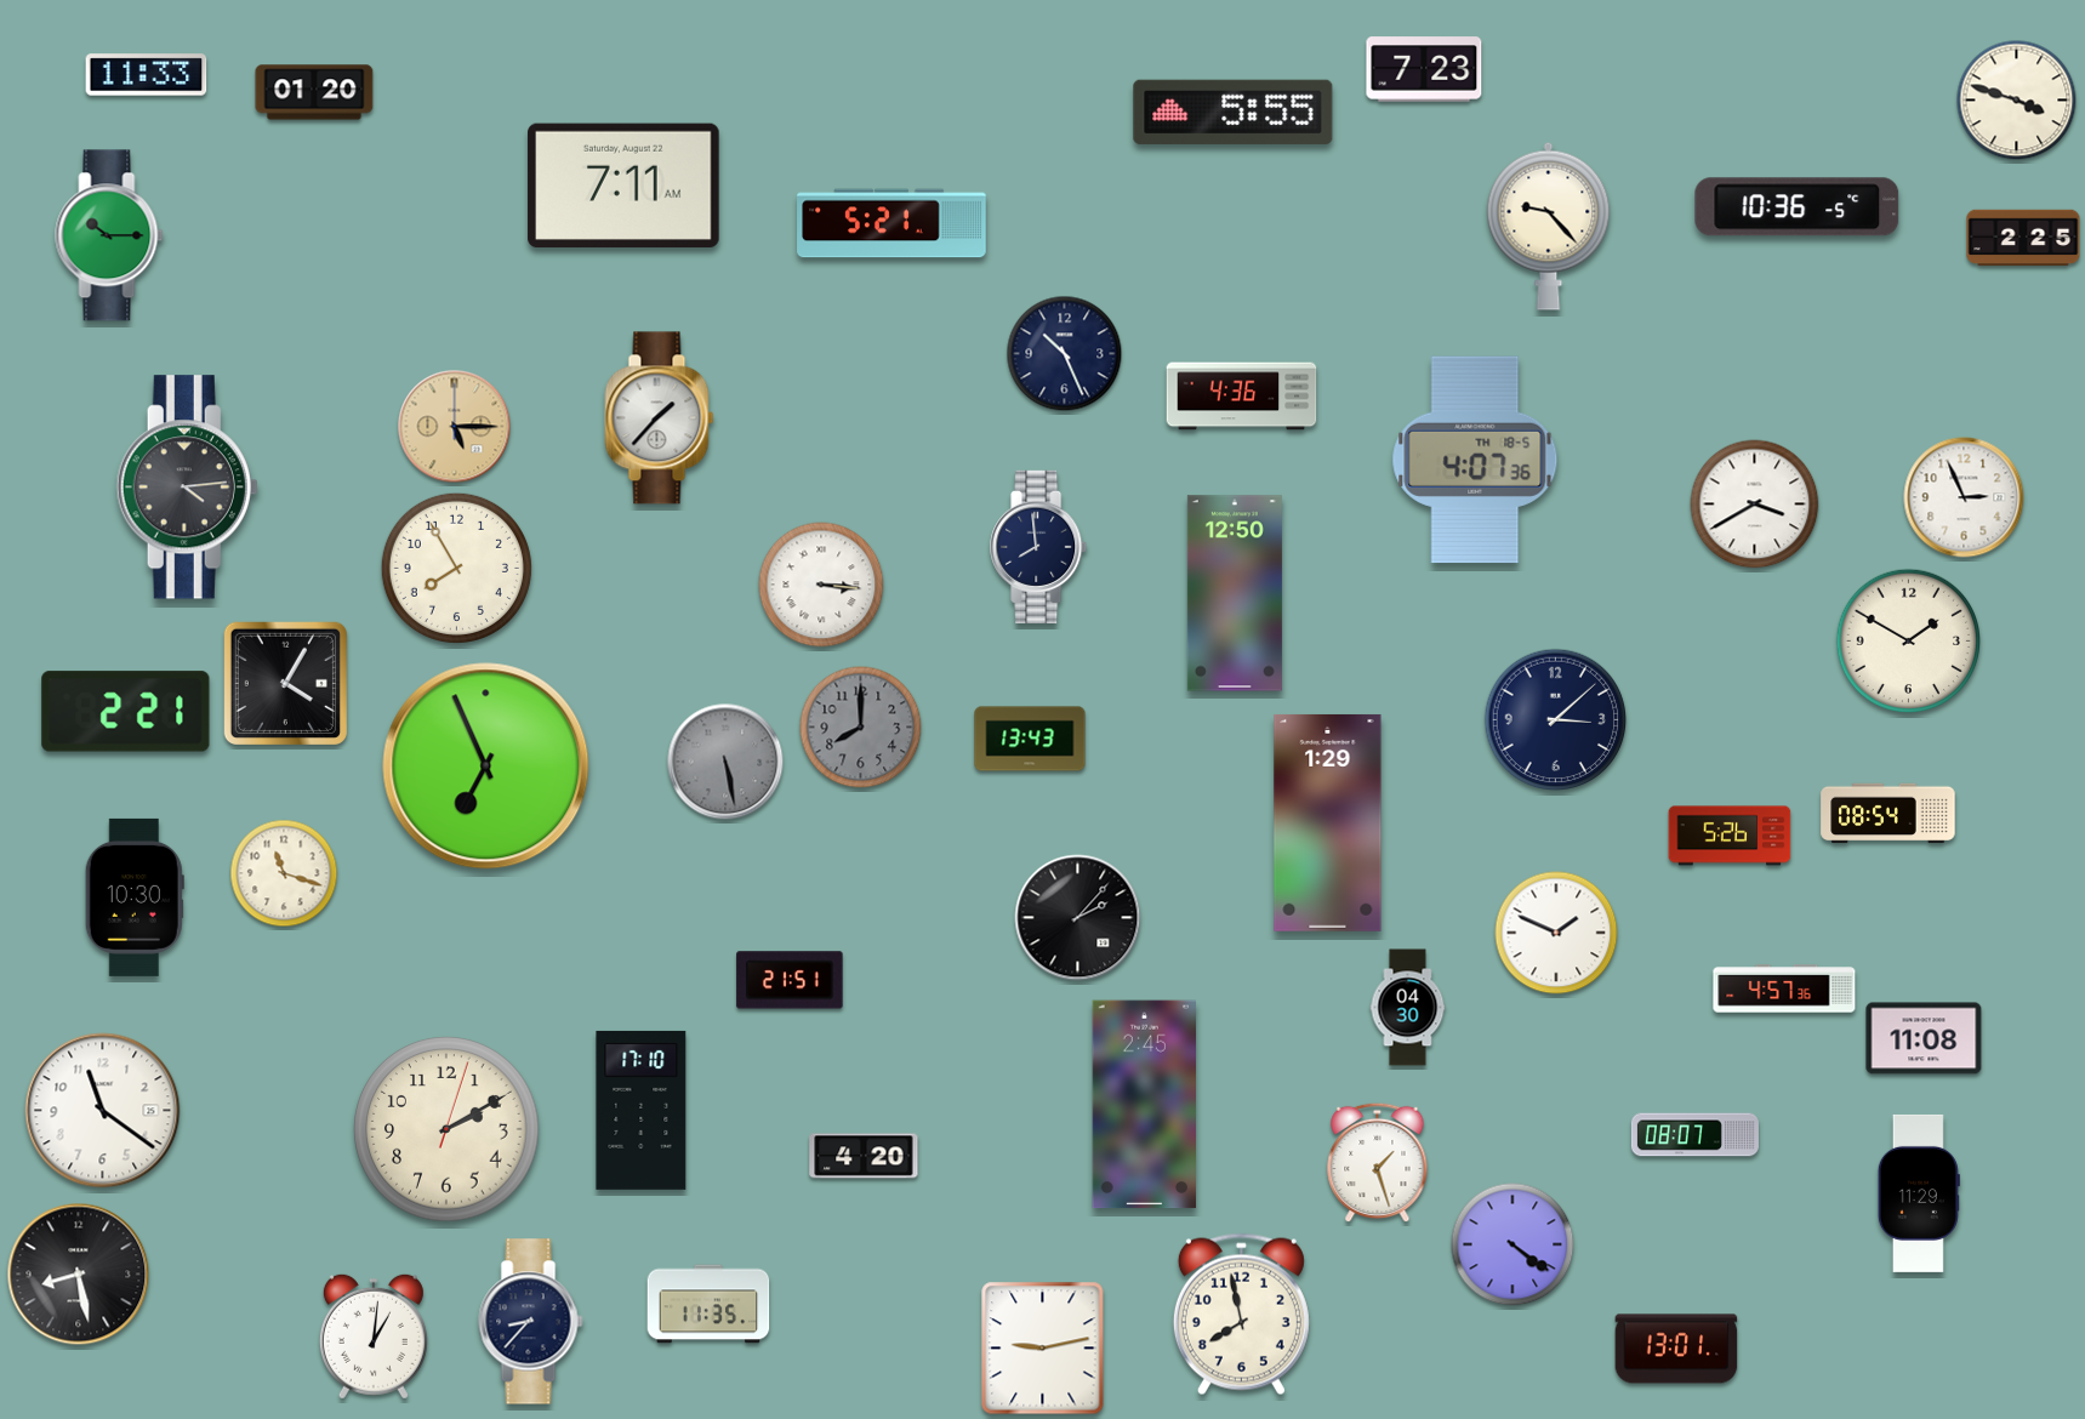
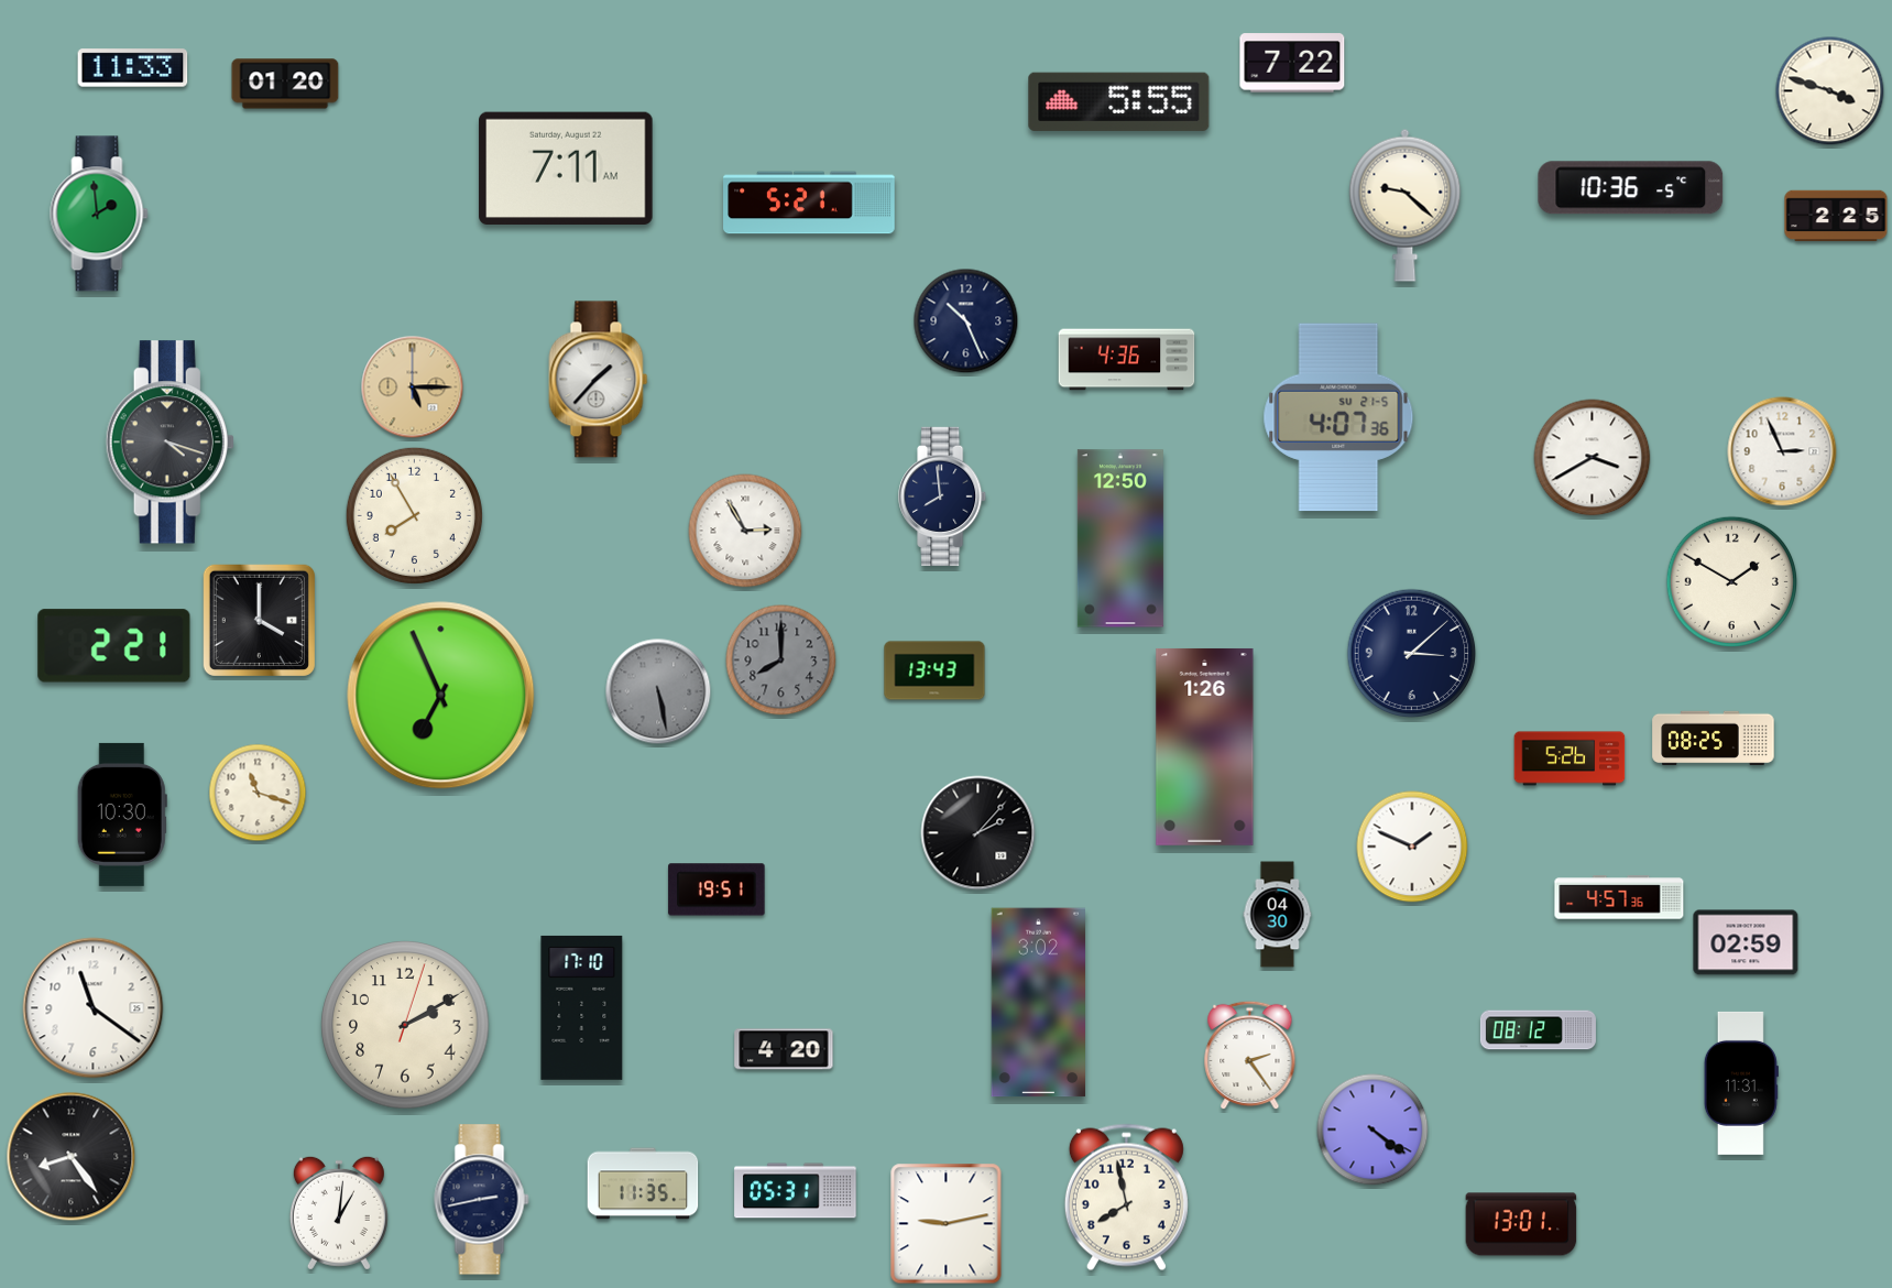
clock at (1424, 69): 7:23 -> 7:22
clock at (1549, 226): 9:23 -> 9:22
clock at (109, 235): 10:15 -> 1:59
clock at (1475, 460) date: TH 18-5 -> SU 21-5
clock at (187, 488): 4:14 -> 4:18
clock at (821, 585): 3:16 -> 2:55
clock at (285, 683): 4:05 -> 4:00
clock at (1889, 814): 08:54 -> 08:25
clock at (1328, 822): 1:29 -> 1:26
clock at (790, 980): 21:51 -> 19:51
clock at (1924, 1038): 11:08 -> 02:59
clock at (1144, 1105): 2:45 -> 3:02
clock at (1694, 1135): 08:07 -> 08:12
clock at (1378, 1163): 1:27 -> 2:24
clock at (1919, 1193): 11:29 -> 11:31
clock at (79, 1275): 8:28 -> 8:24
clock at (796, 1191): none -> 05:31
clock at (1241, 1315) position: (1241, 1315) -> (1126, 1198)
clock at (531, 1322): 8:37 -> 2:43
